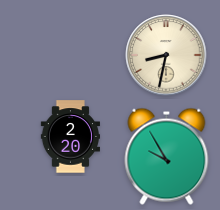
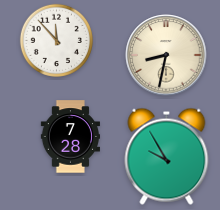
clock at (56, 40): none -> 11:53
clock at (71, 137): 2:20 -> 7:28
